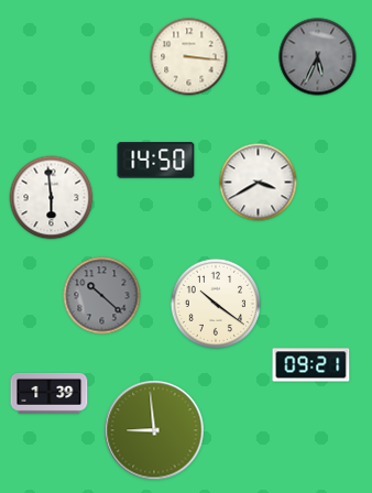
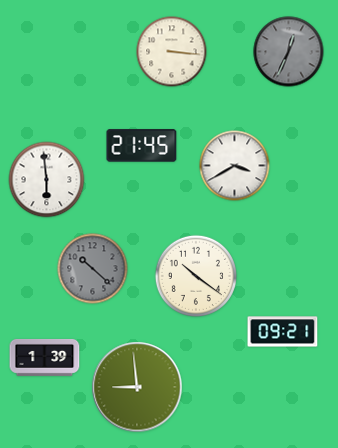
clock at (318, 57): 5:34 -> 12:34
clock at (156, 161): 14:50 -> 21:45
clock at (154, 430) position: (154, 430) -> (137, 387)
